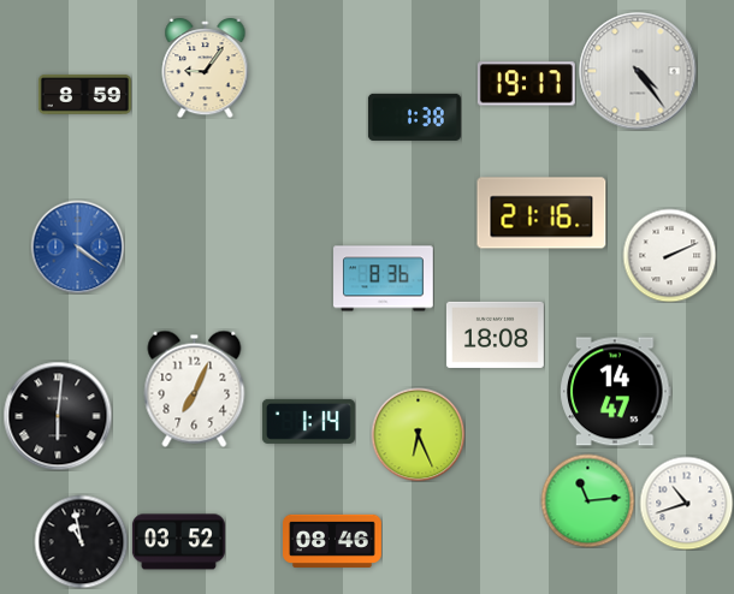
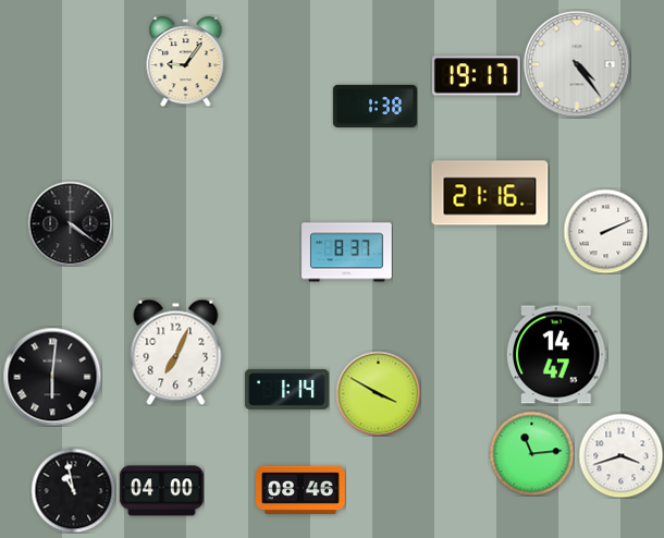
clock at (84, 94): 8:59 -> none
clock at (77, 246) dial: blue -> black
clock at (384, 279): 8:36 -> 8:37
clock at (496, 334): 18:08 -> none
clock at (308, 421) position: (308, 421) -> (286, 389)
clock at (418, 434): 6:26 -> 3:50
clock at (686, 503): 10:42 -> 3:42
clock at (178, 542): 03:52 -> 04:00
